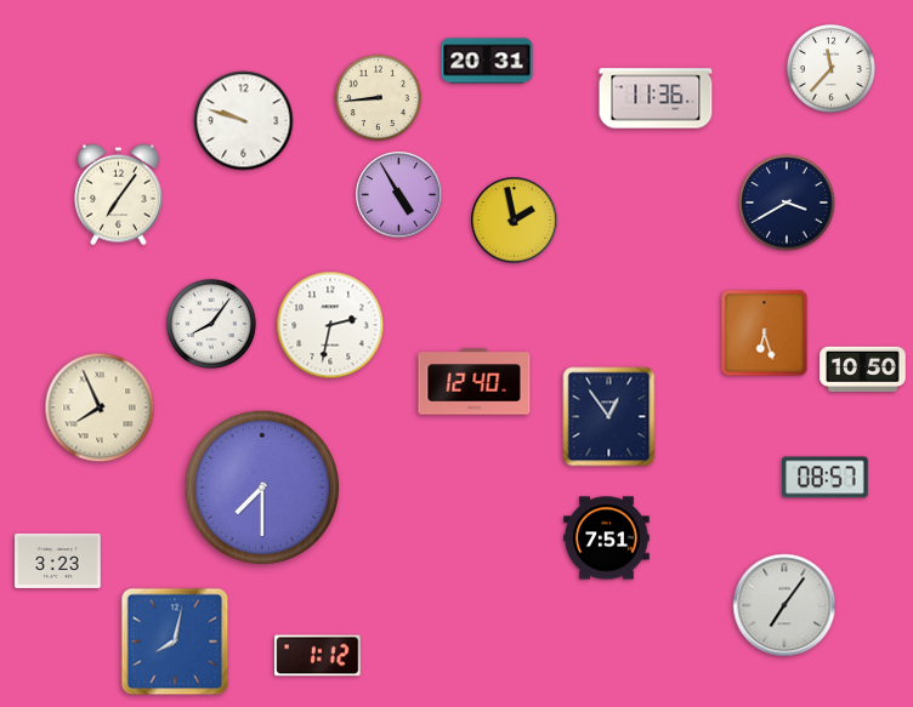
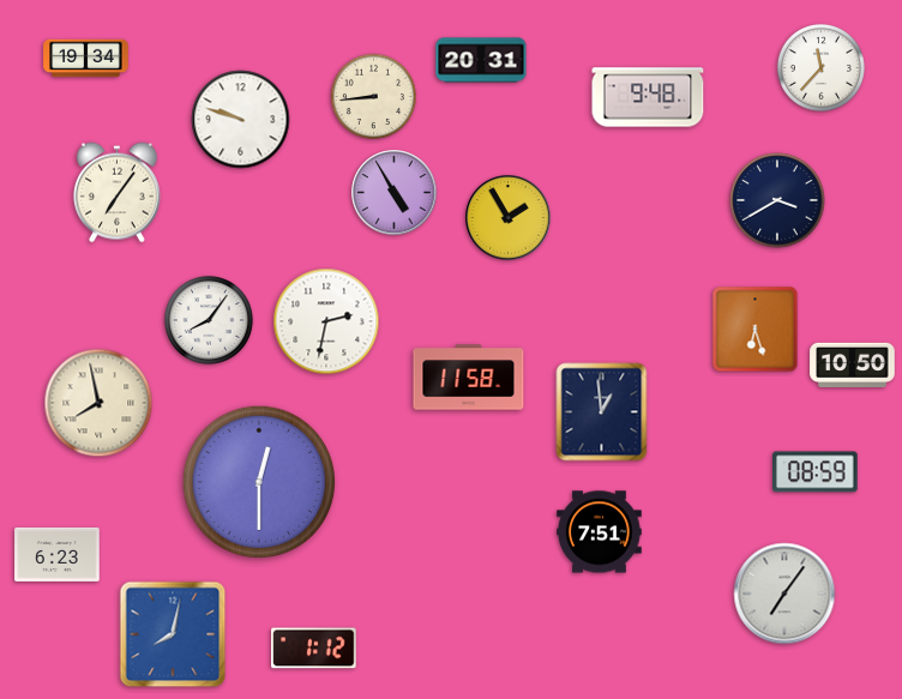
clock at (86, 59): none -> 19:34
clock at (656, 98): 11:36 -> 9:48
clock at (515, 221): 1:58 -> 1:55
clock at (475, 382): 12:40 -> 11:58
clock at (100, 407): 7:56 -> 7:58
clock at (609, 417): 12:54 -> 12:59
clock at (826, 478): 08:57 -> 08:59
clock at (261, 486): 7:30 -> 12:30
clock at (58, 560): 3:23 -> 6:23
clock at (784, 605) position: (784, 605) -> (784, 593)
